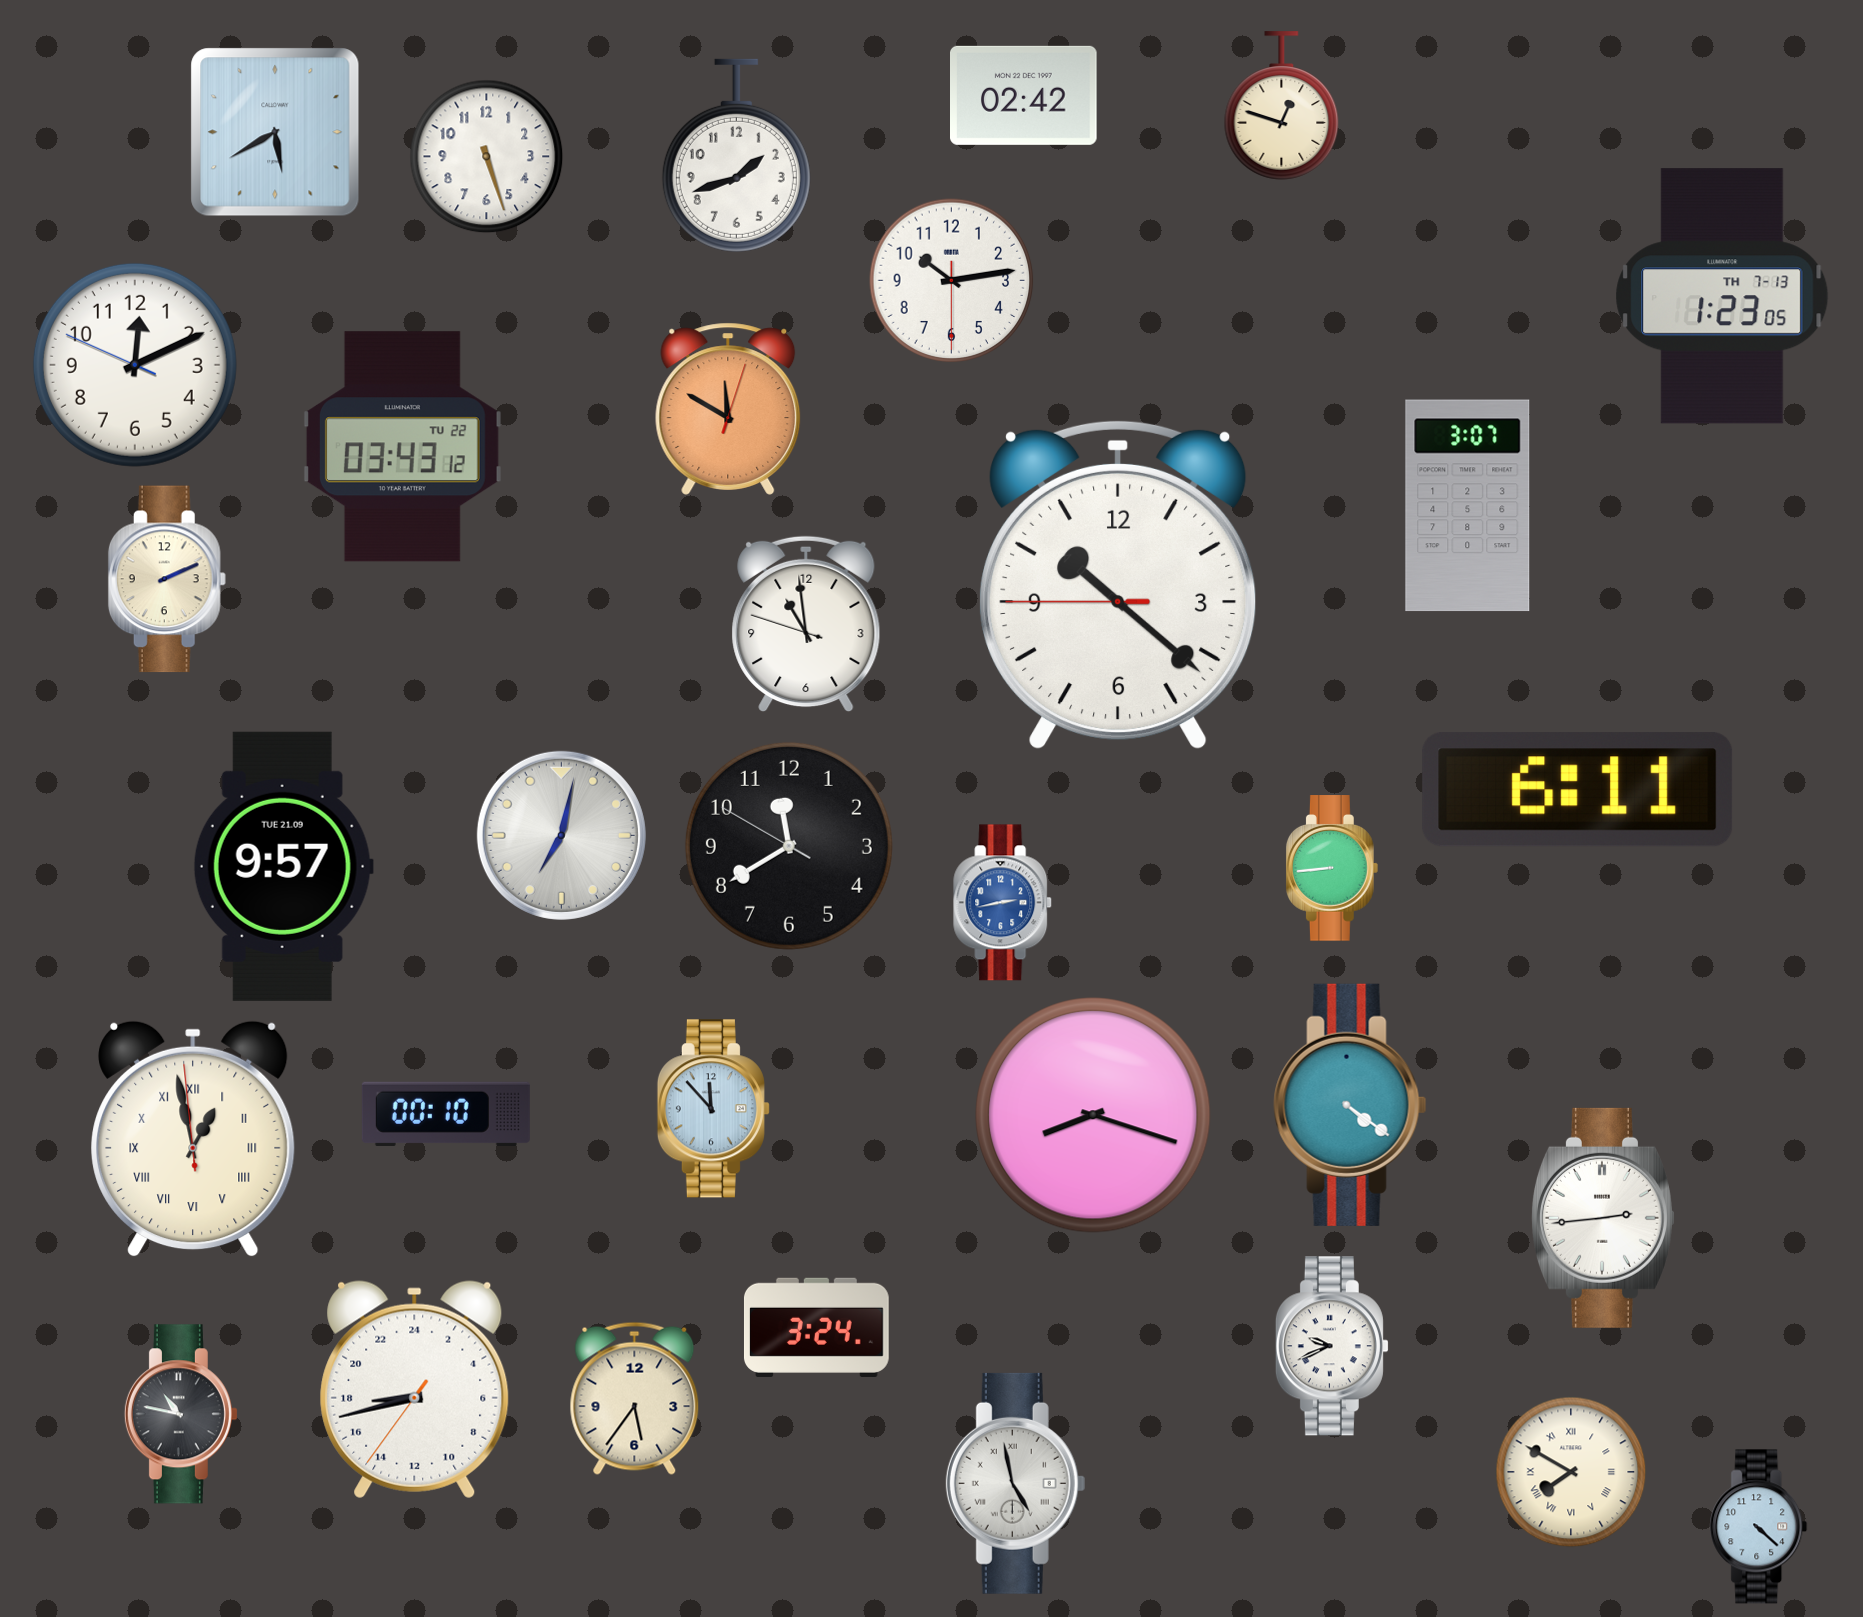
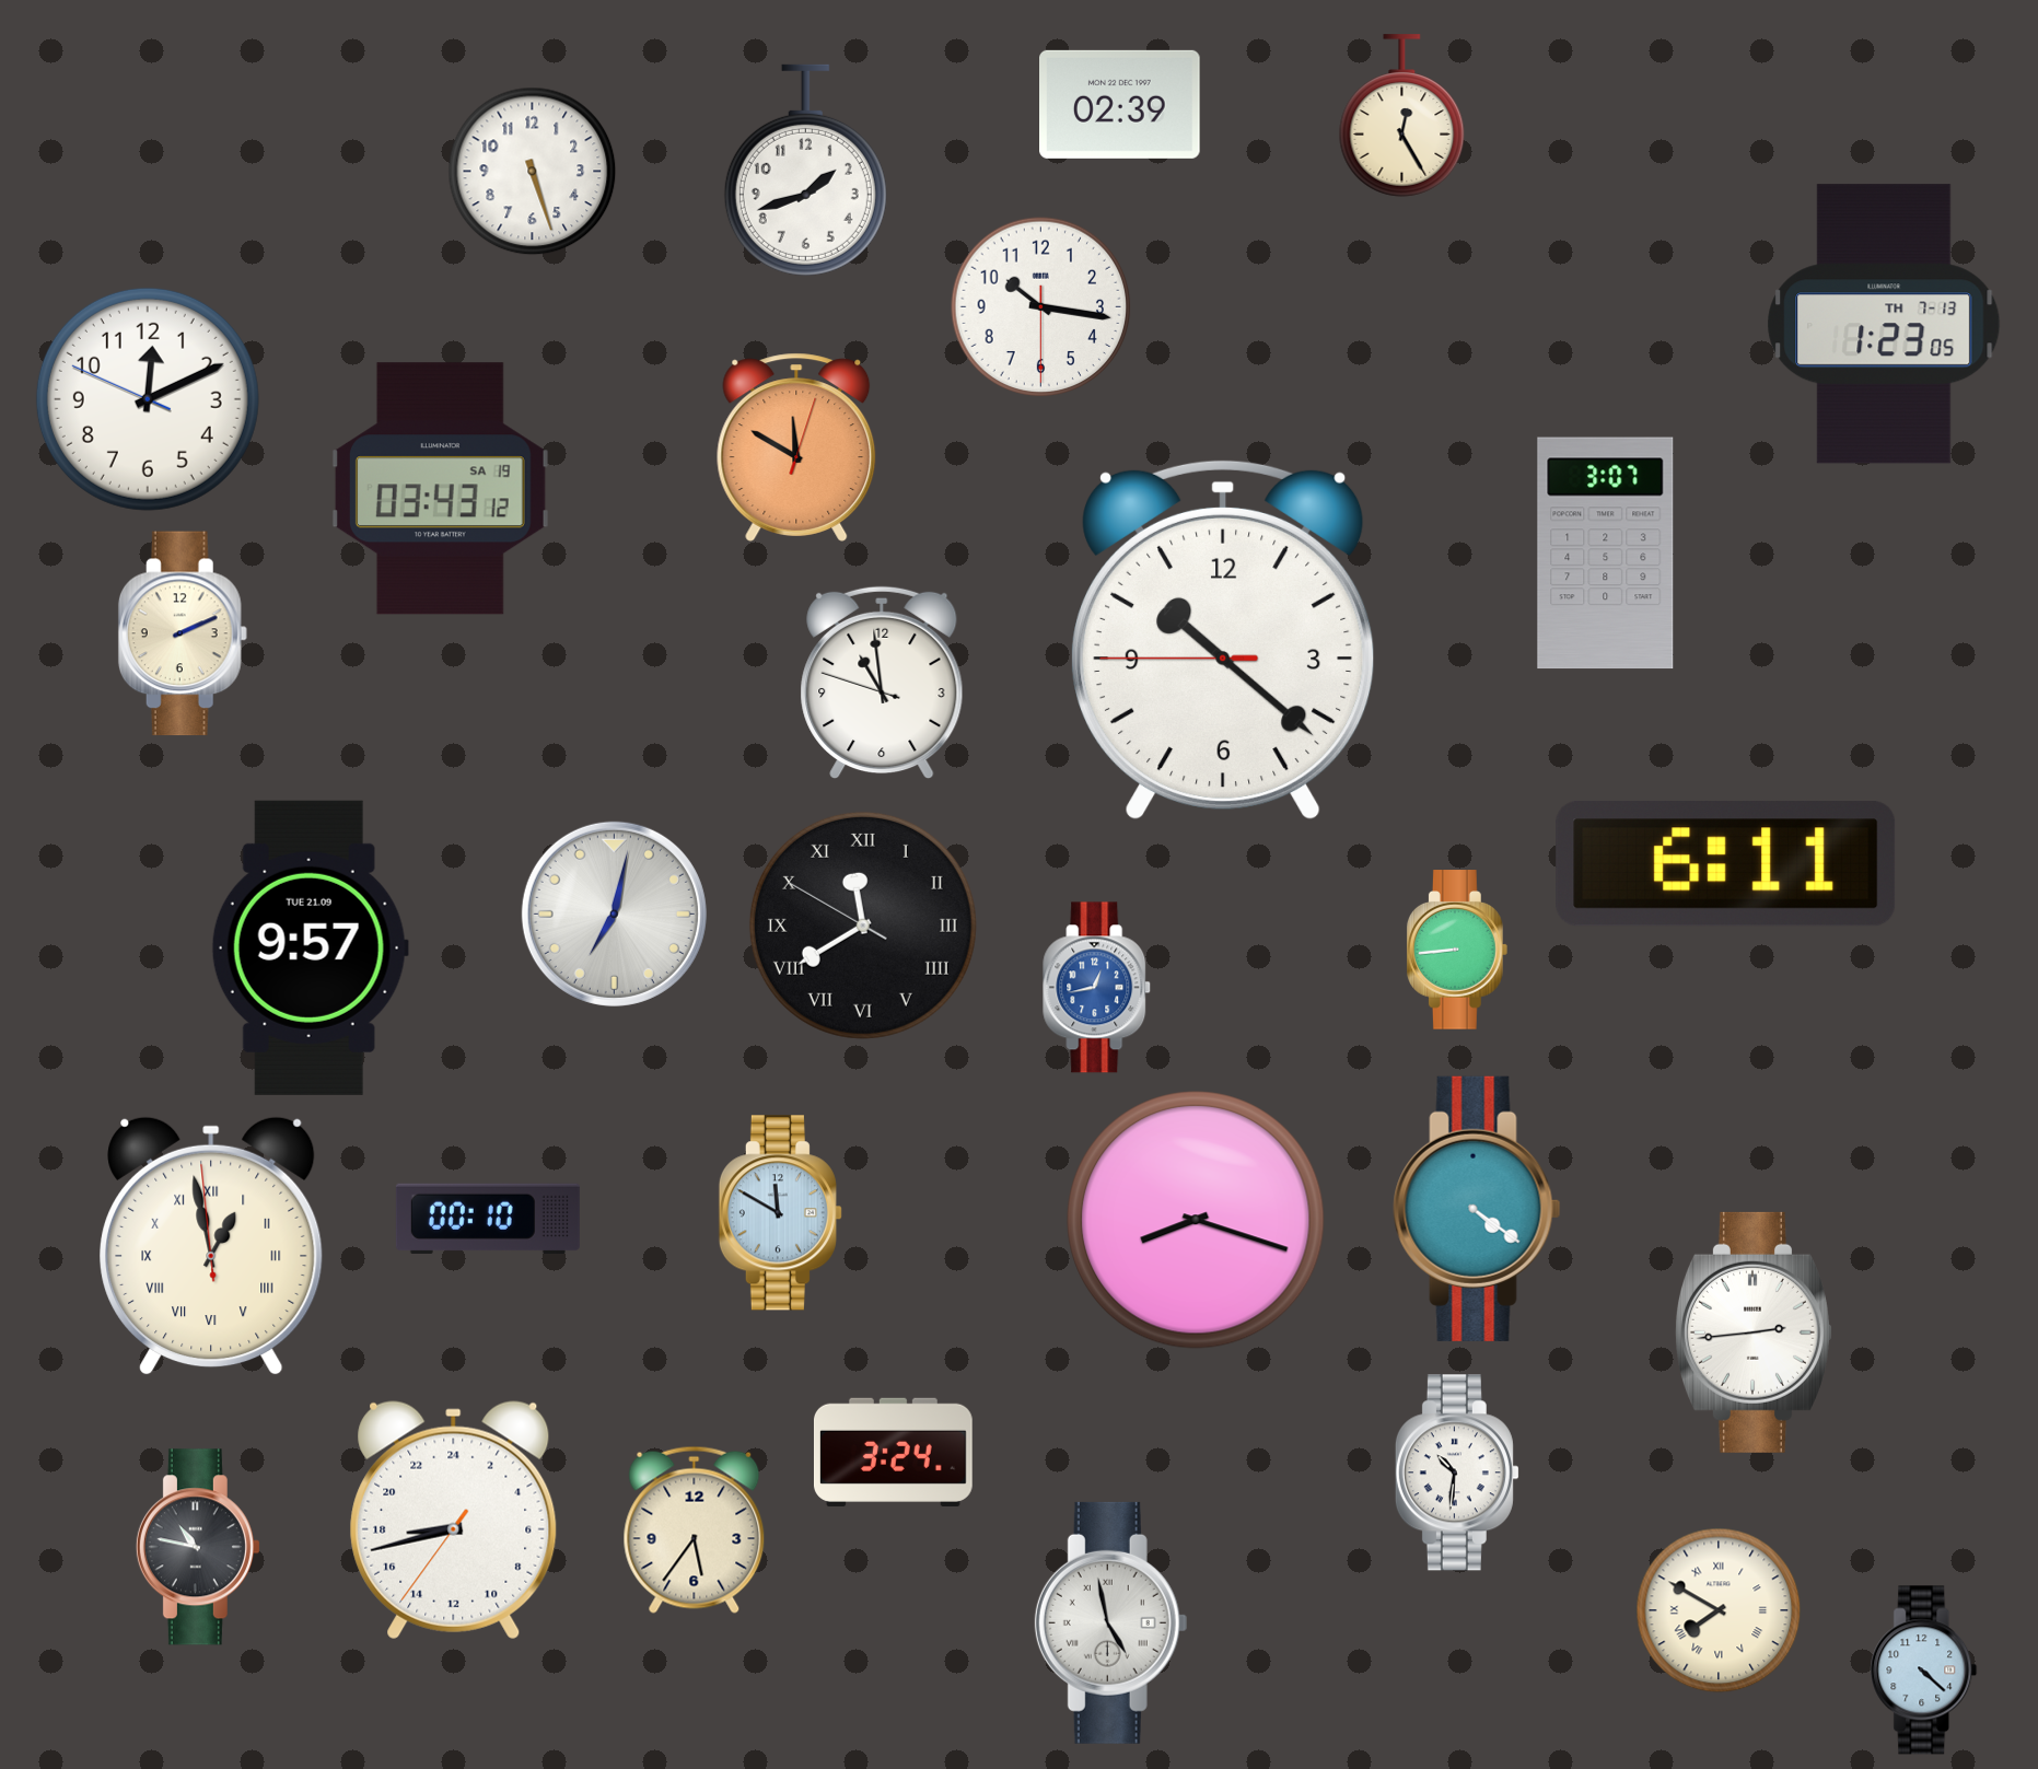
clock at (1024, 95): 02:42 -> 02:39
clock at (1282, 106): 12:48 -> 12:25
clock at (275, 132): 5:40 -> none
clock at (952, 281): 10:13 -> 10:16
clock at (402, 447) date: TU 22 -> SA 19
clock at (789, 846) numerals: Arabic -> Roman
clock at (1003, 903): 2:43 -> 12:43
clock at (713, 1109): 11:53 -> 11:50
clock at (1332, 1346): 9:41 -> 10:31
